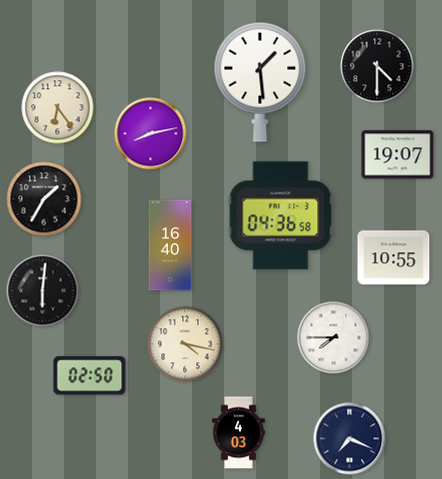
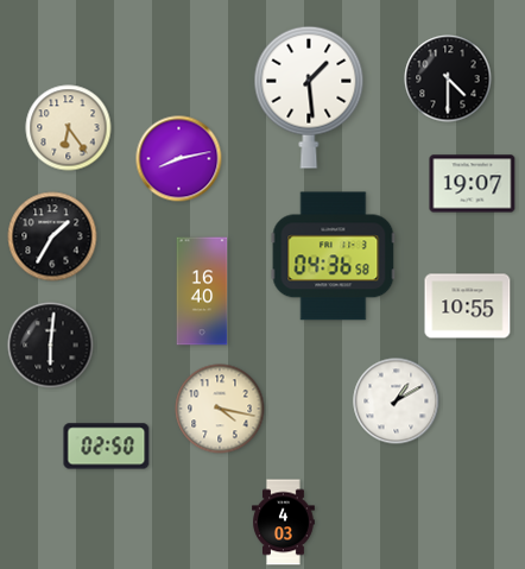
clock at (334, 338): 7:45 -> 1:10
clock at (239, 433) position: (239, 433) -> (284, 523)
clock at (350, 439): 7:19 -> none
